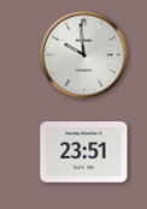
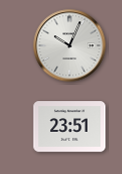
clock at (84, 55): 9:59 -> 10:04
